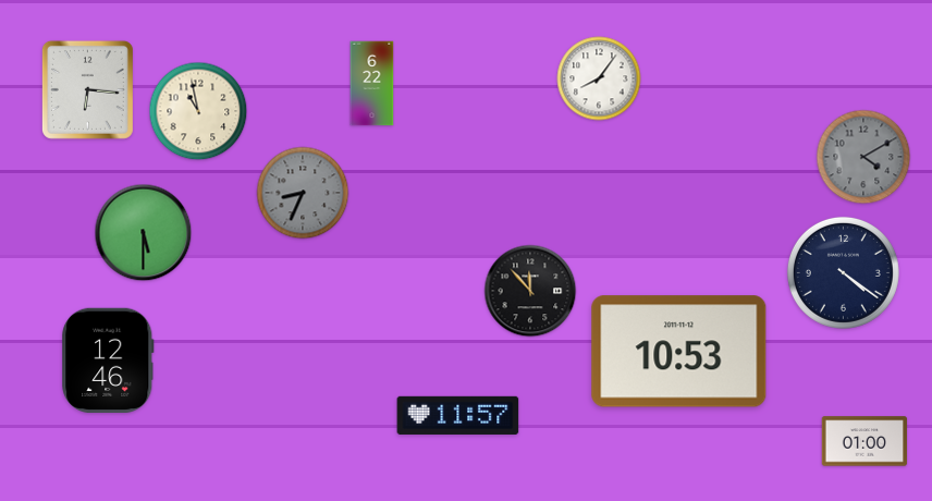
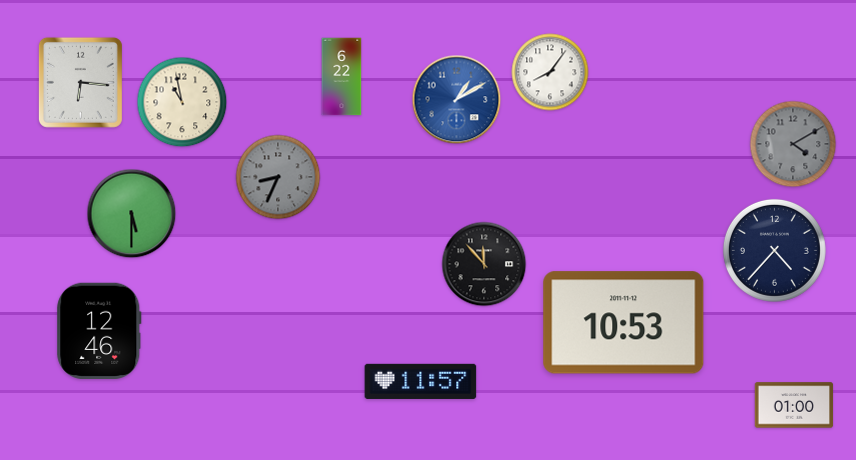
clock at (457, 100): none -> 1:10
clock at (843, 272): 4:21 -> 4:37
clock at (530, 291) position: (530, 291) -> (484, 264)
